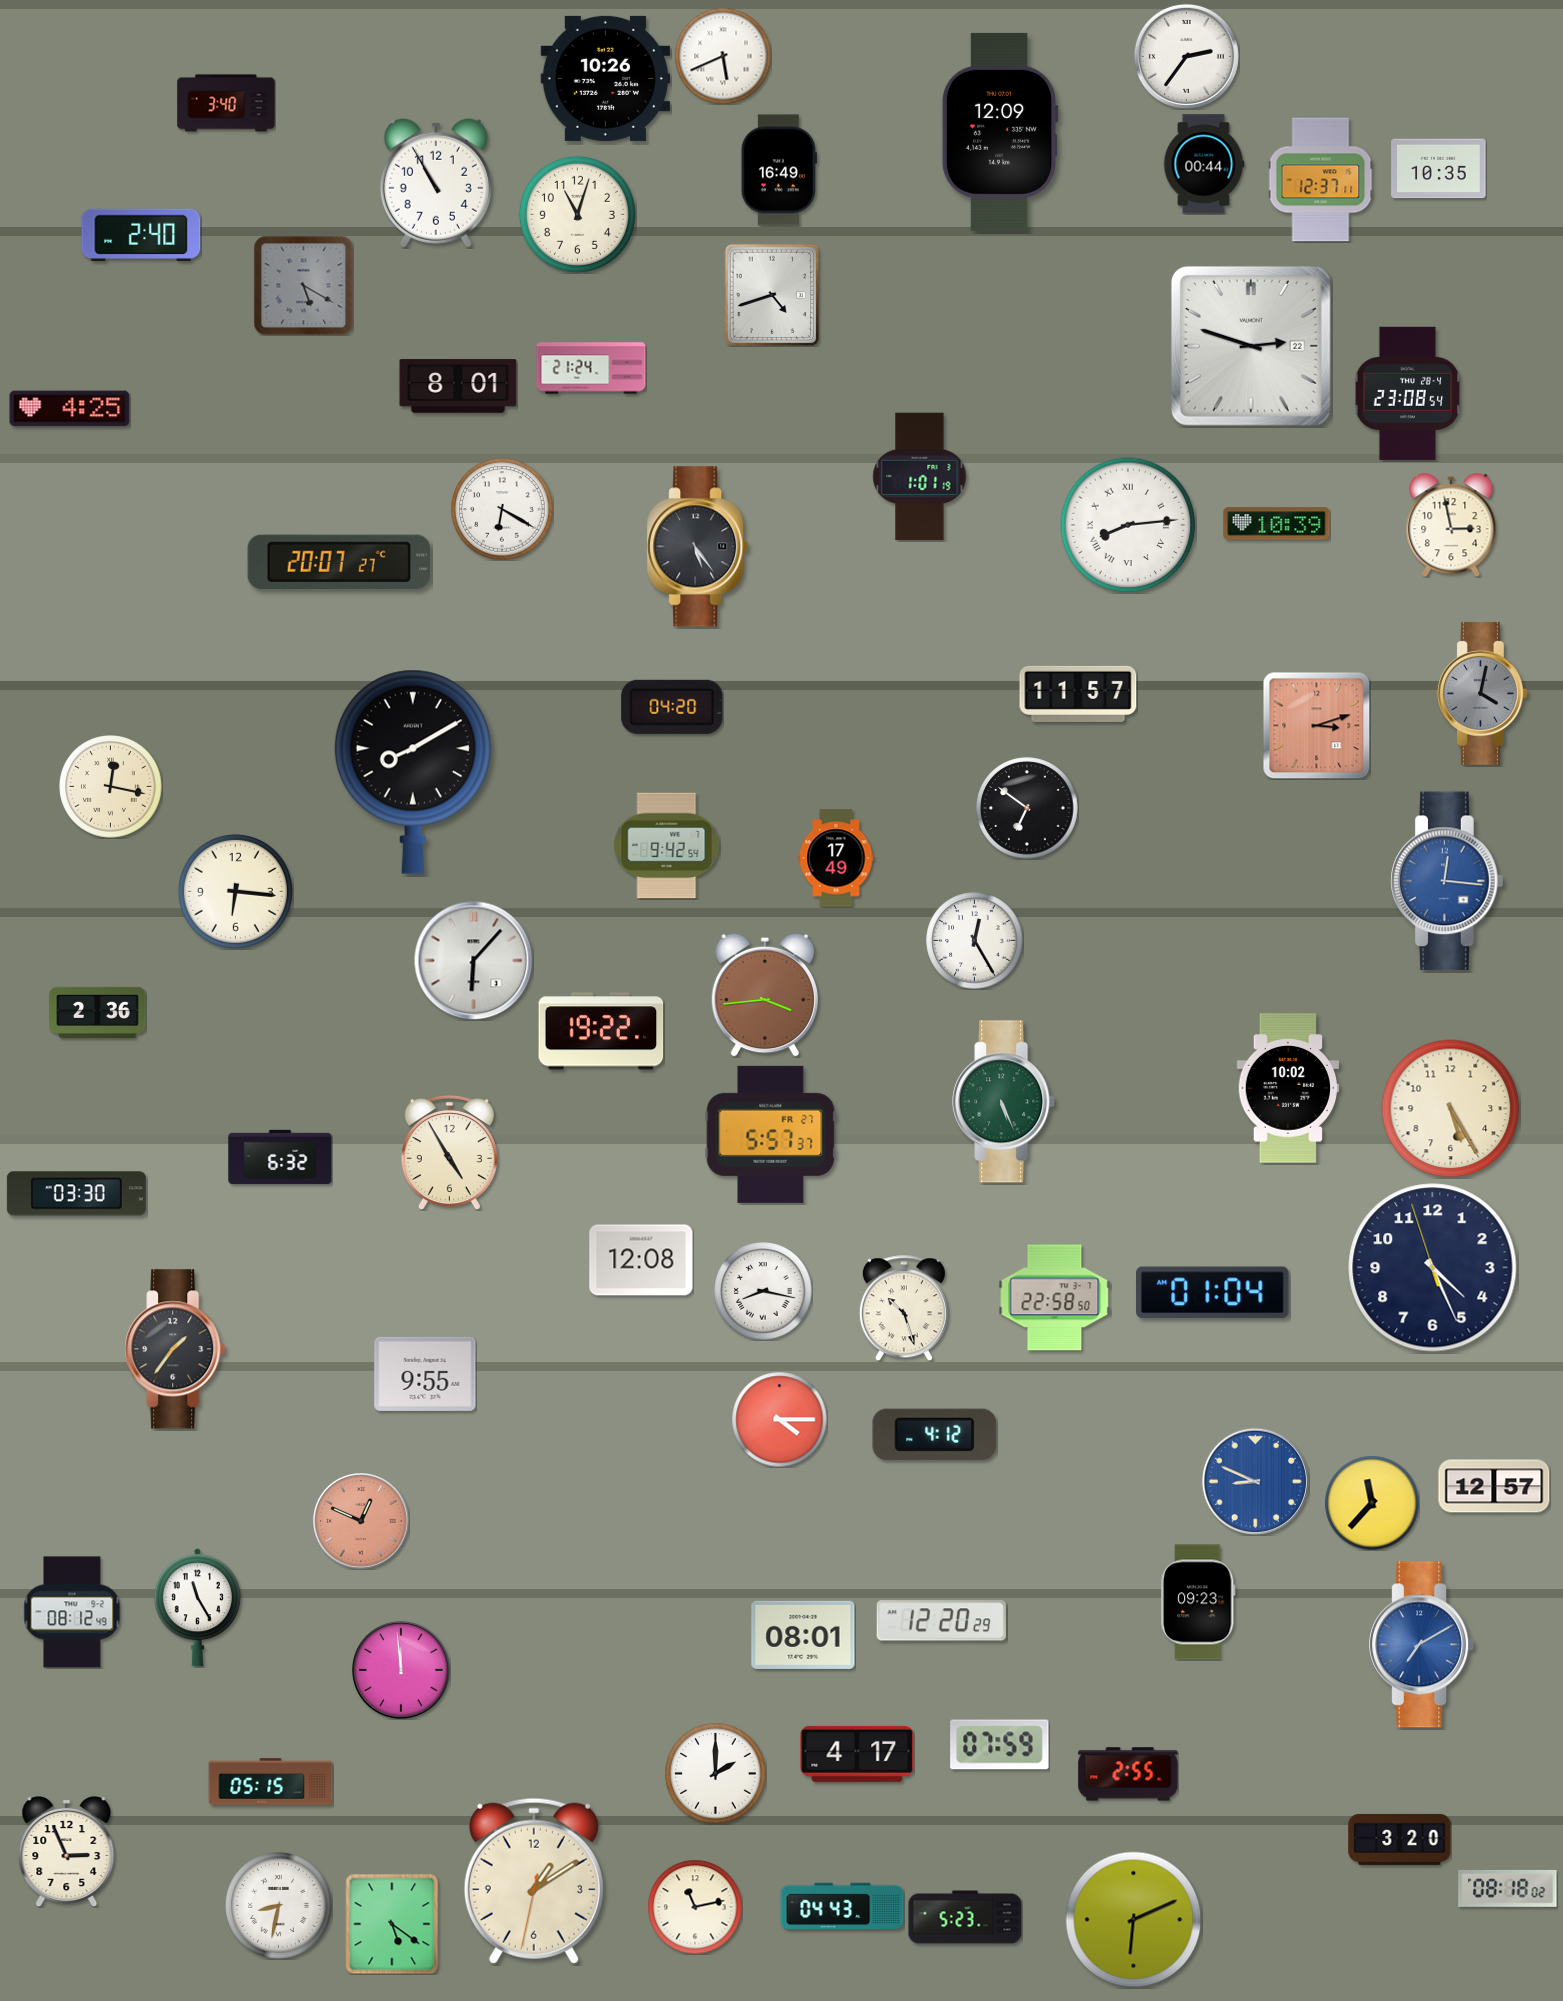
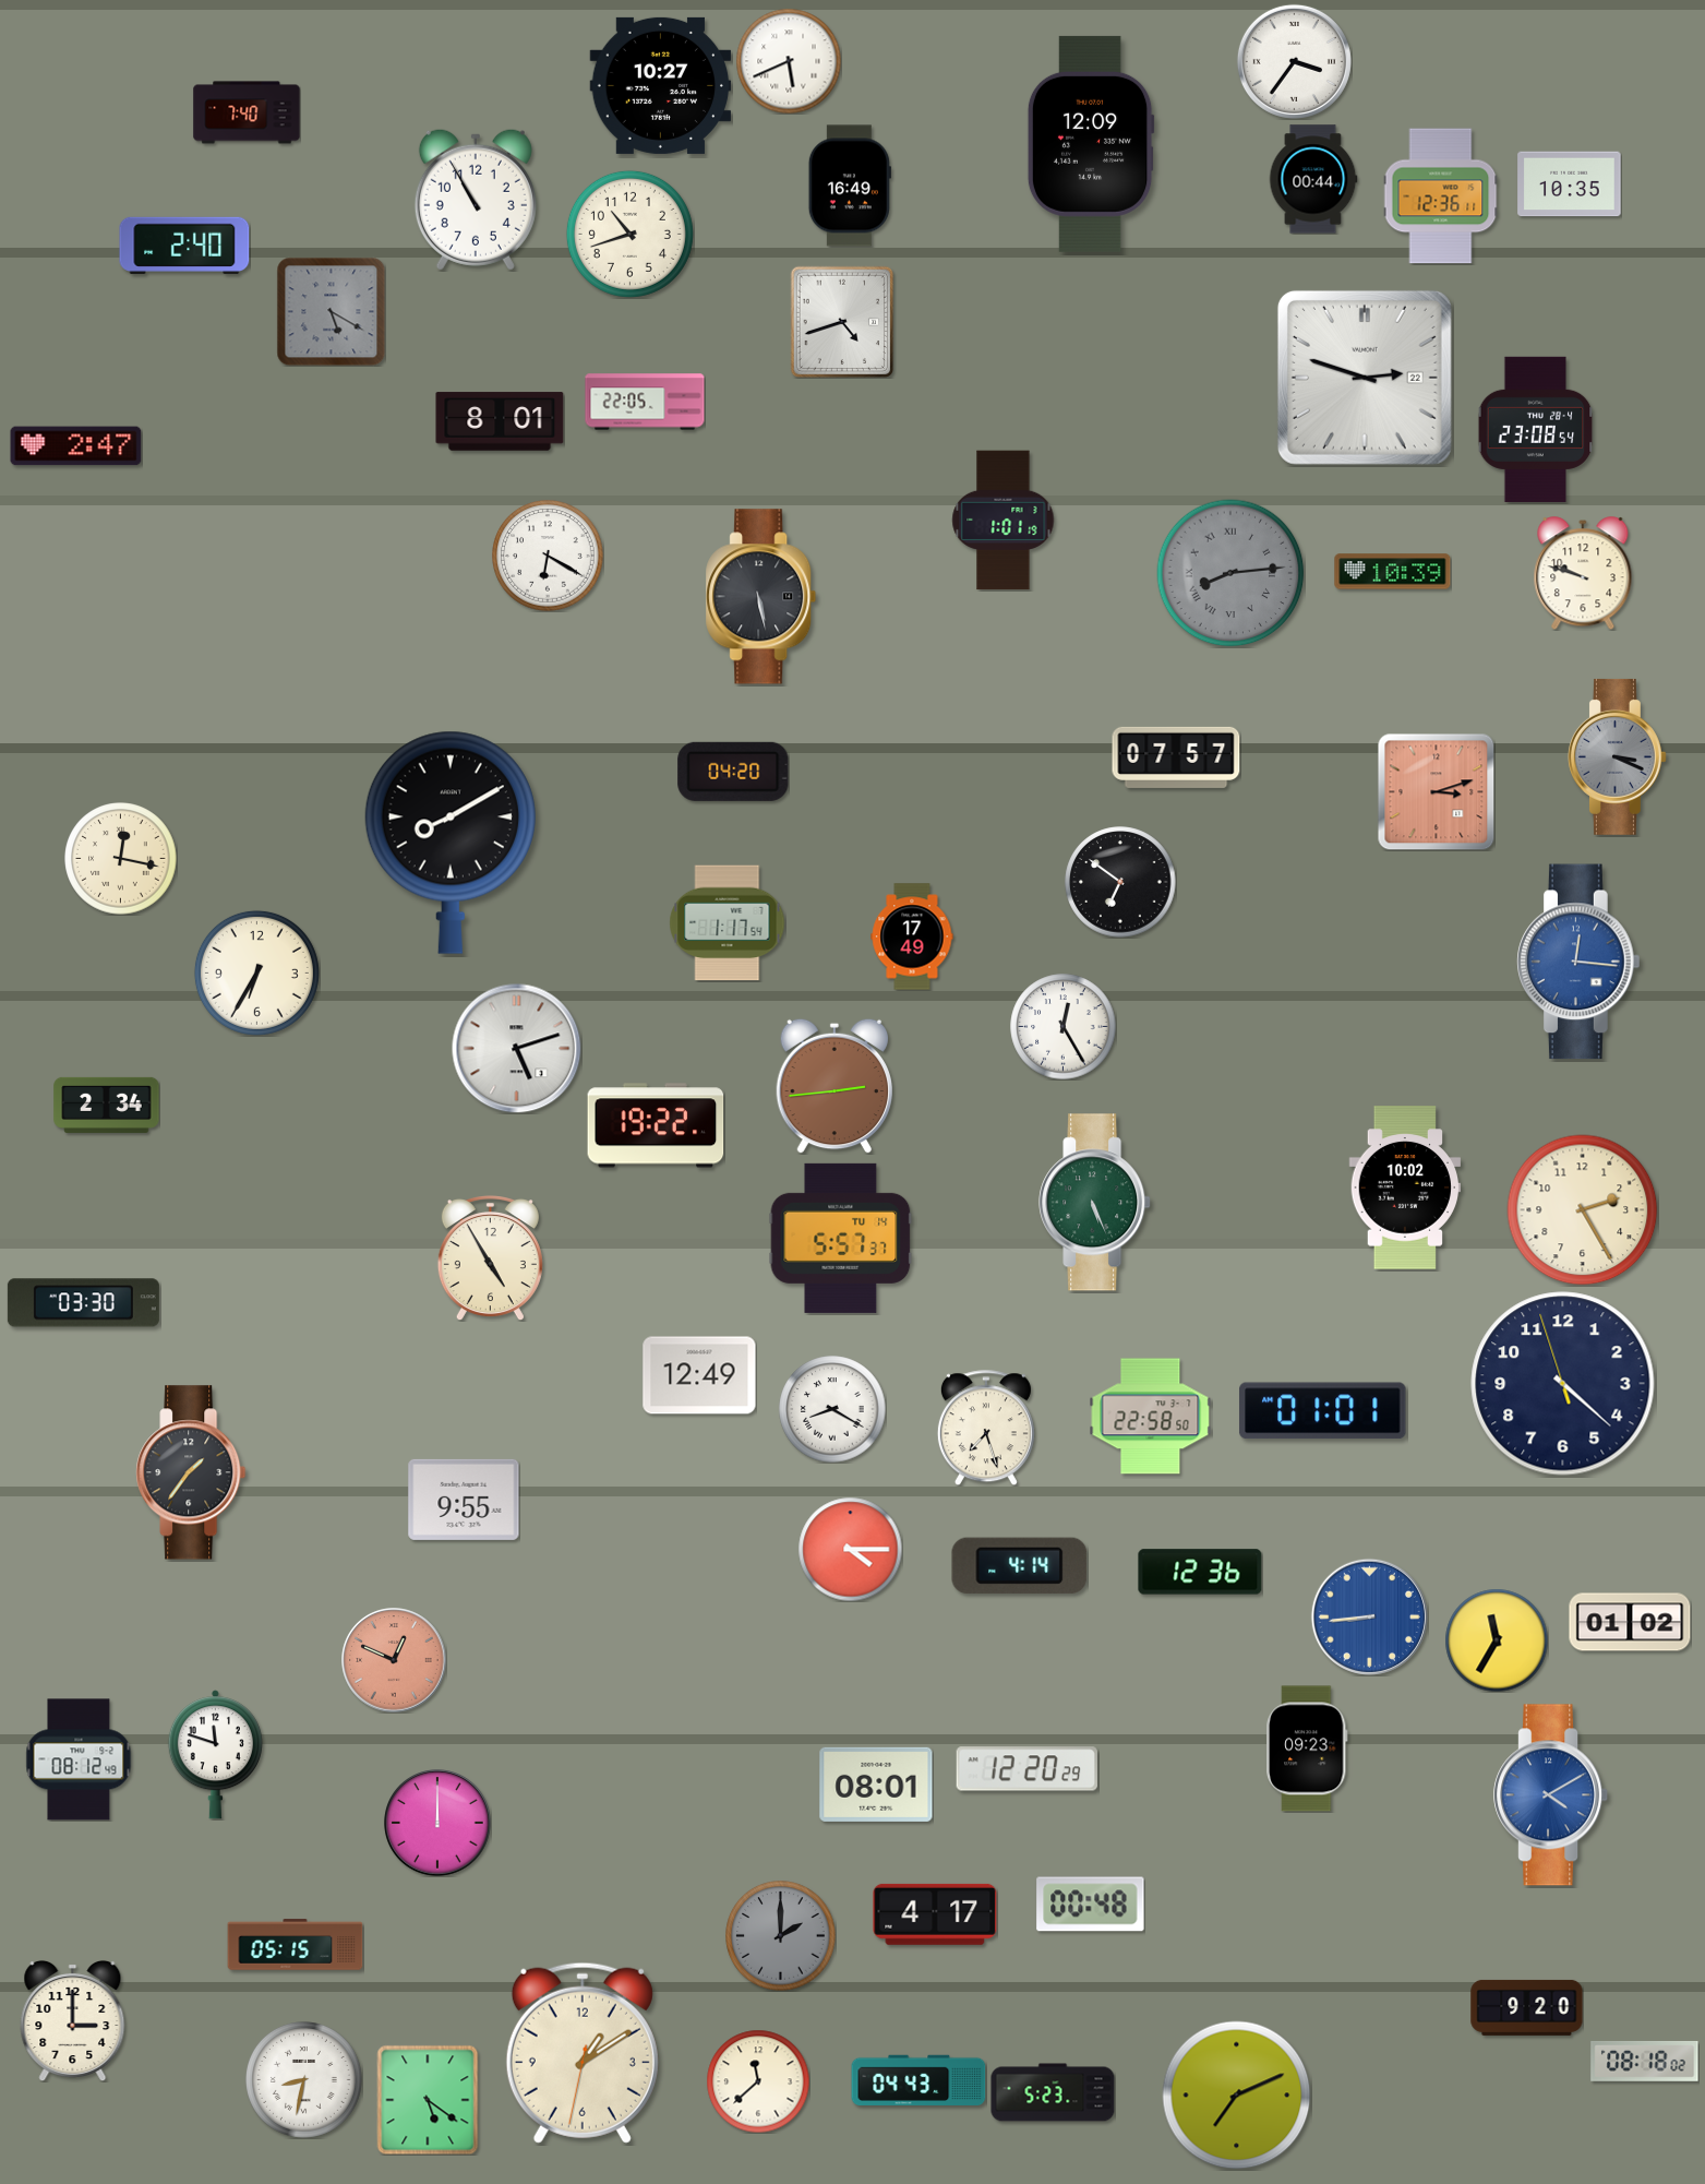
clock at (1186, 56): 2:36 -> 3:36
clock at (606, 78): 10:26 -> 10:27
clock at (226, 103): 3:40 -> 7:40
clock at (1321, 180): 12:37 -> 12:36
clock at (577, 214): 11:03 -> 10:42
clock at (141, 235) position: (141, 235) -> (184, 246)
clock at (591, 368): 21:24 -> 22:05
clock at (70, 409): 4:25 -> 2:47
clock at (1128, 525) dial: white -> grey
clock at (1451, 525): 2:58 -> 9:48
clock at (698, 547): 5:24 -> 5:28
clock at (338, 561): 20:07 -> none
clock at (1482, 693): 4:02 -> 3:19
clock at (1078, 694): 11:57 -> 07:57
clock at (667, 846): 9:42 -> 1:17
clock at (235, 891): 6:16 -> 6:35
clock at (474, 961): 6:07 -> 5:12
clock at (764, 995): 3:44 -> 2:44
clock at (98, 1012): 2:36 -> 2:34
clock at (1451, 1109): 5:25 -> 2:25
clock at (771, 1134) date: FR 27 -> TU 14
clock at (280, 1157): 6:32 -> none
clock at (641, 1260): 12:08 -> 12:49
clock at (1433, 1268): 4:25 -> 4:21
clock at (763, 1291): 8:17 -> 8:20
clock at (1213, 1293): 01:04 -> 01:01
clock at (904, 1308): 10:27 -> 7:27
clock at (935, 1434): 4:12 -> 4:14
clock at (1200, 1572): none -> 12:36
clock at (1255, 1481): 8:49 -> 8:44
clock at (1494, 1486): 12:57 -> 01:02
clock at (1372, 1503): 11:37 -> 11:35
clock at (197, 1608): 11:25 -> 11:48
clock at (1422, 1645): 7:10 -> 4:10
clock at (401, 1670): 11:59 -> 12:00
clock at (1000, 1745): 07:59 -> 00:48
clock at (716, 1774) dial: white -> grey
clock at (1128, 1774): 2:55 -> none
clock at (1400, 1839): 3:20 -> 9:20
clock at (67, 1851): 2:56 -> 3:00
clock at (695, 1907): 11:13 -> 11:38
clock at (1134, 1920): 6:11 -> 7:11
